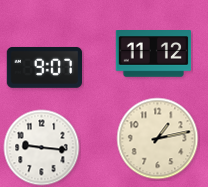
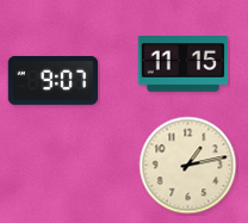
clock at (154, 54): 11:12 -> 11:15
clock at (42, 148): 9:16 -> none
